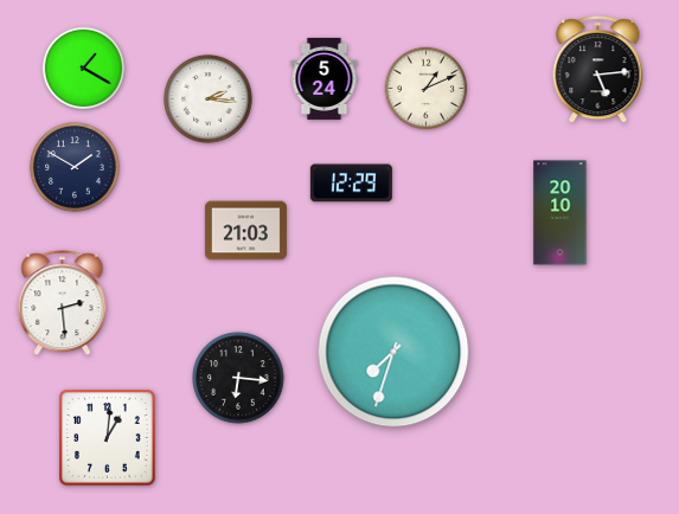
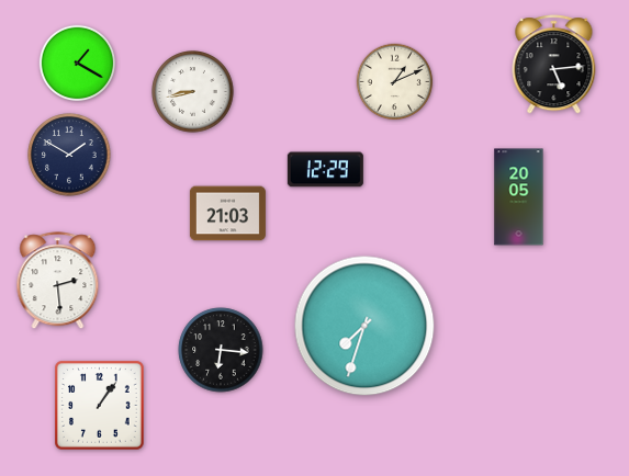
clock at (325, 78): 5:24 -> none
clock at (209, 99): 2:16 -> 8:43
clock at (561, 213): 20:10 -> 20:05
clock at (108, 438): 1:01 -> 1:06
